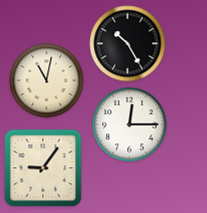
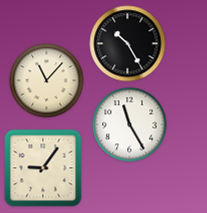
clock at (47, 81): 11:02 -> 11:07
clock at (130, 125): 12:15 -> 11:25
